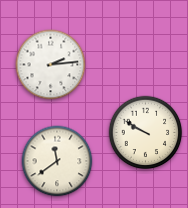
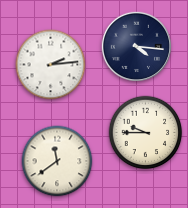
clock at (137, 47): none -> 4:16
clock at (146, 133): 9:50 -> 9:45
